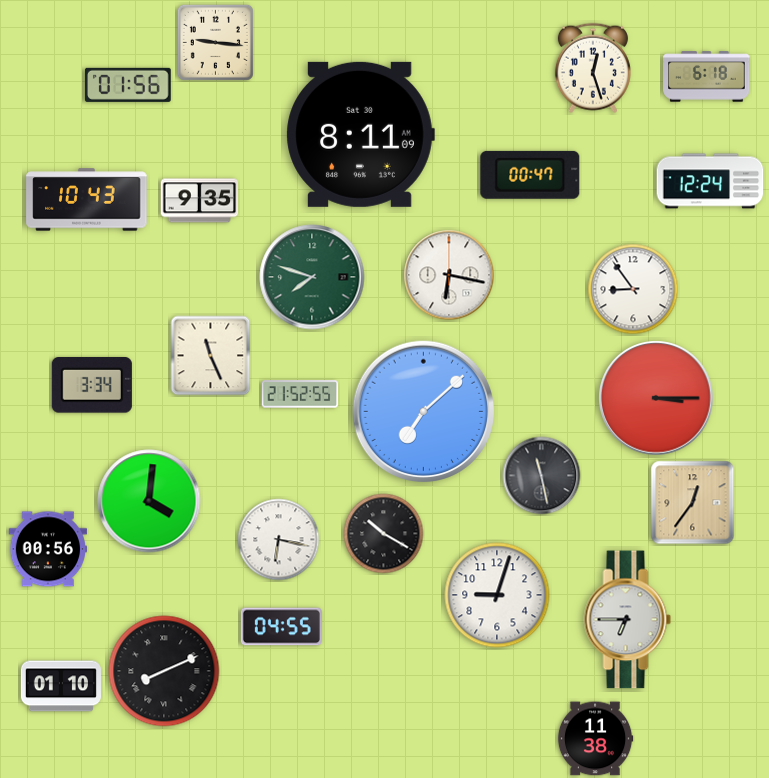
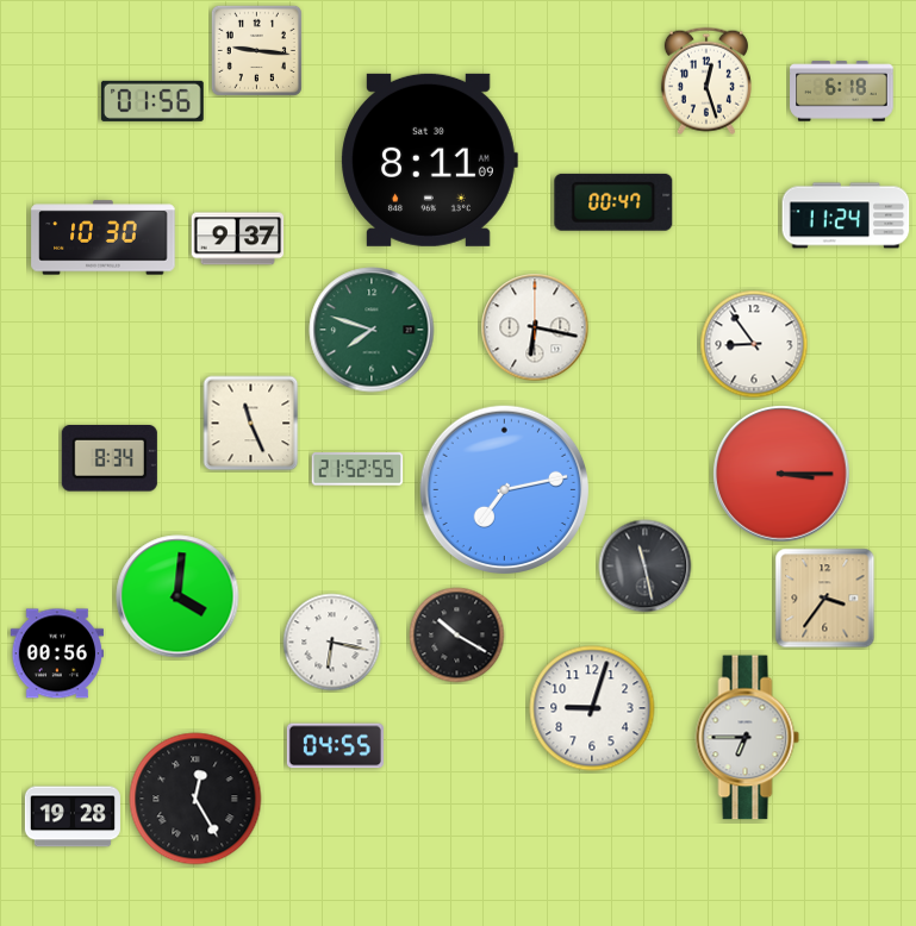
clock at (530, 175) position: (530, 175) -> (613, 202)
clock at (710, 181): 12:24 -> 11:24
clock at (87, 200): 10:43 -> 10:30
clock at (200, 201): 9:35 -> 9:37
clock at (92, 385): 3:34 -> 8:34
clock at (424, 412): 7:08 -> 7:13
clock at (693, 503): 12:36 -> 3:36
clock at (164, 671): 8:11 -> 12:25
clock at (61, 686): 01:10 -> 19:28
clock at (595, 739): 11:38 -> none
